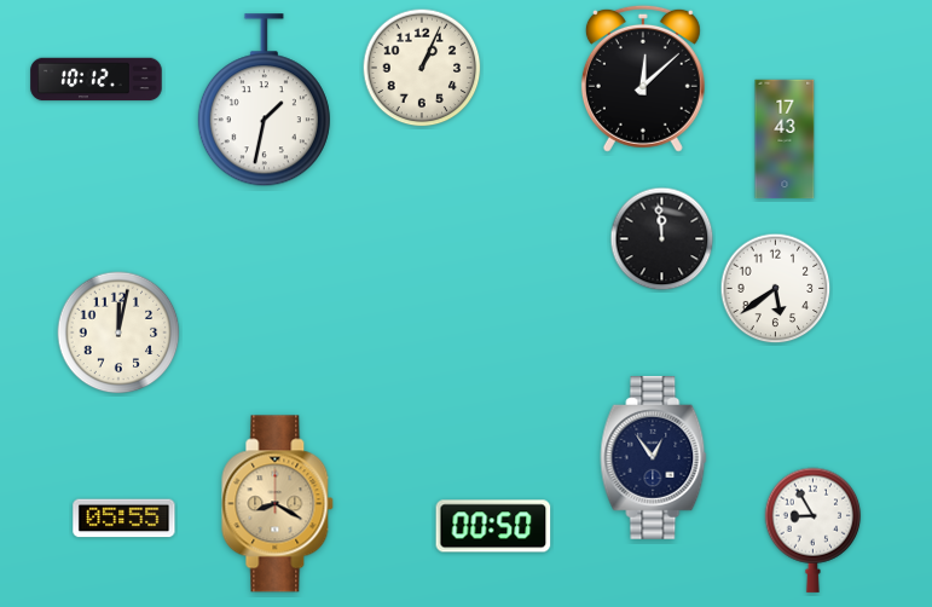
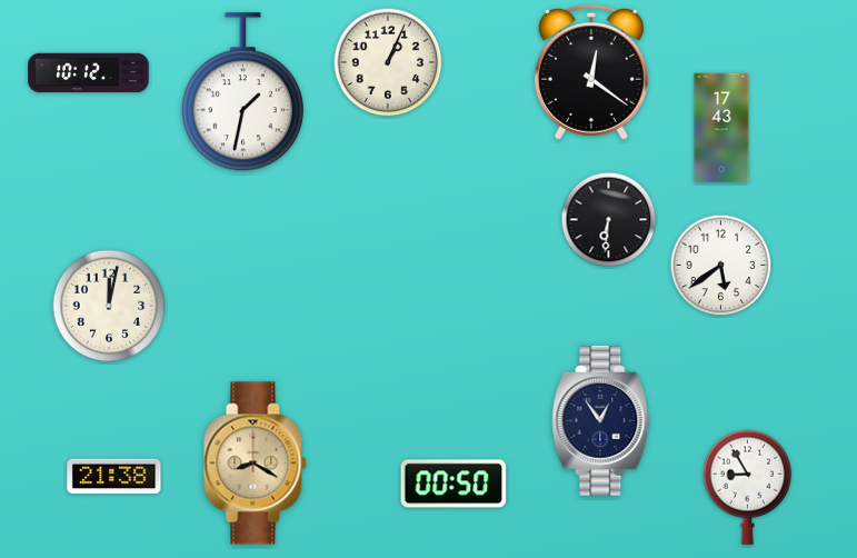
clock at (643, 79): 12:08 -> 12:21
clock at (662, 239): 11:59 -> 6:31
clock at (776, 289) position: (776, 289) -> (721, 266)
clock at (125, 519): 05:55 -> 21:38
